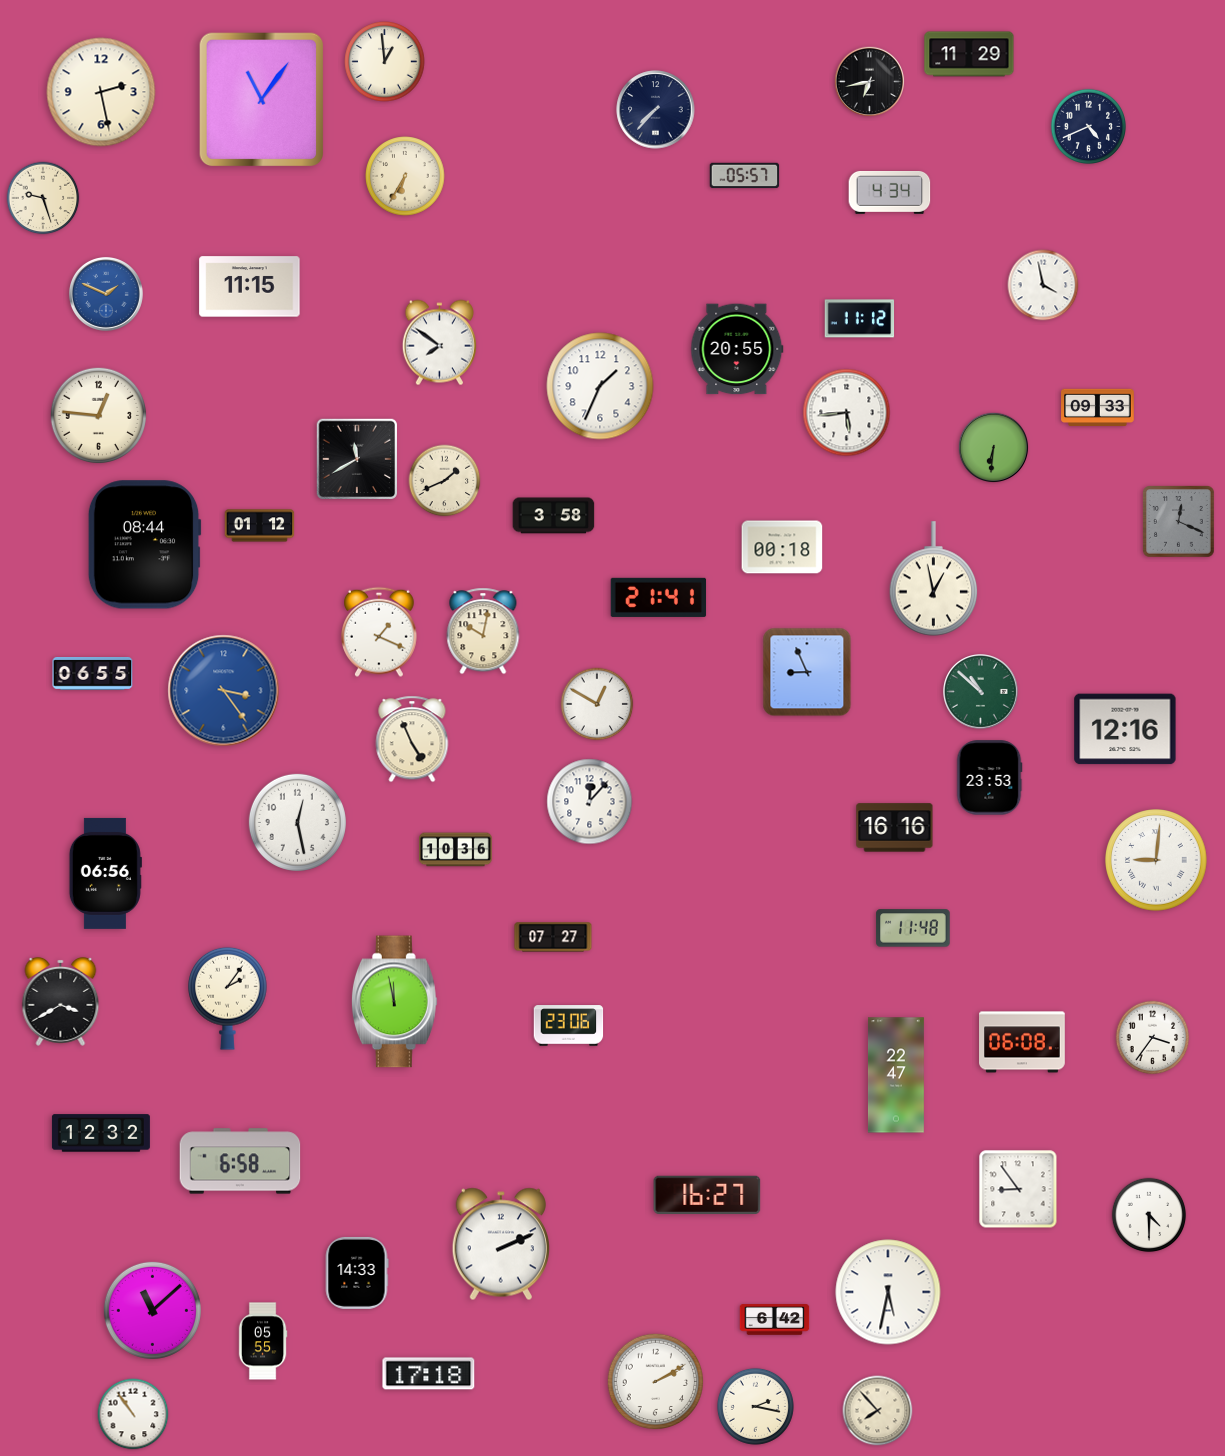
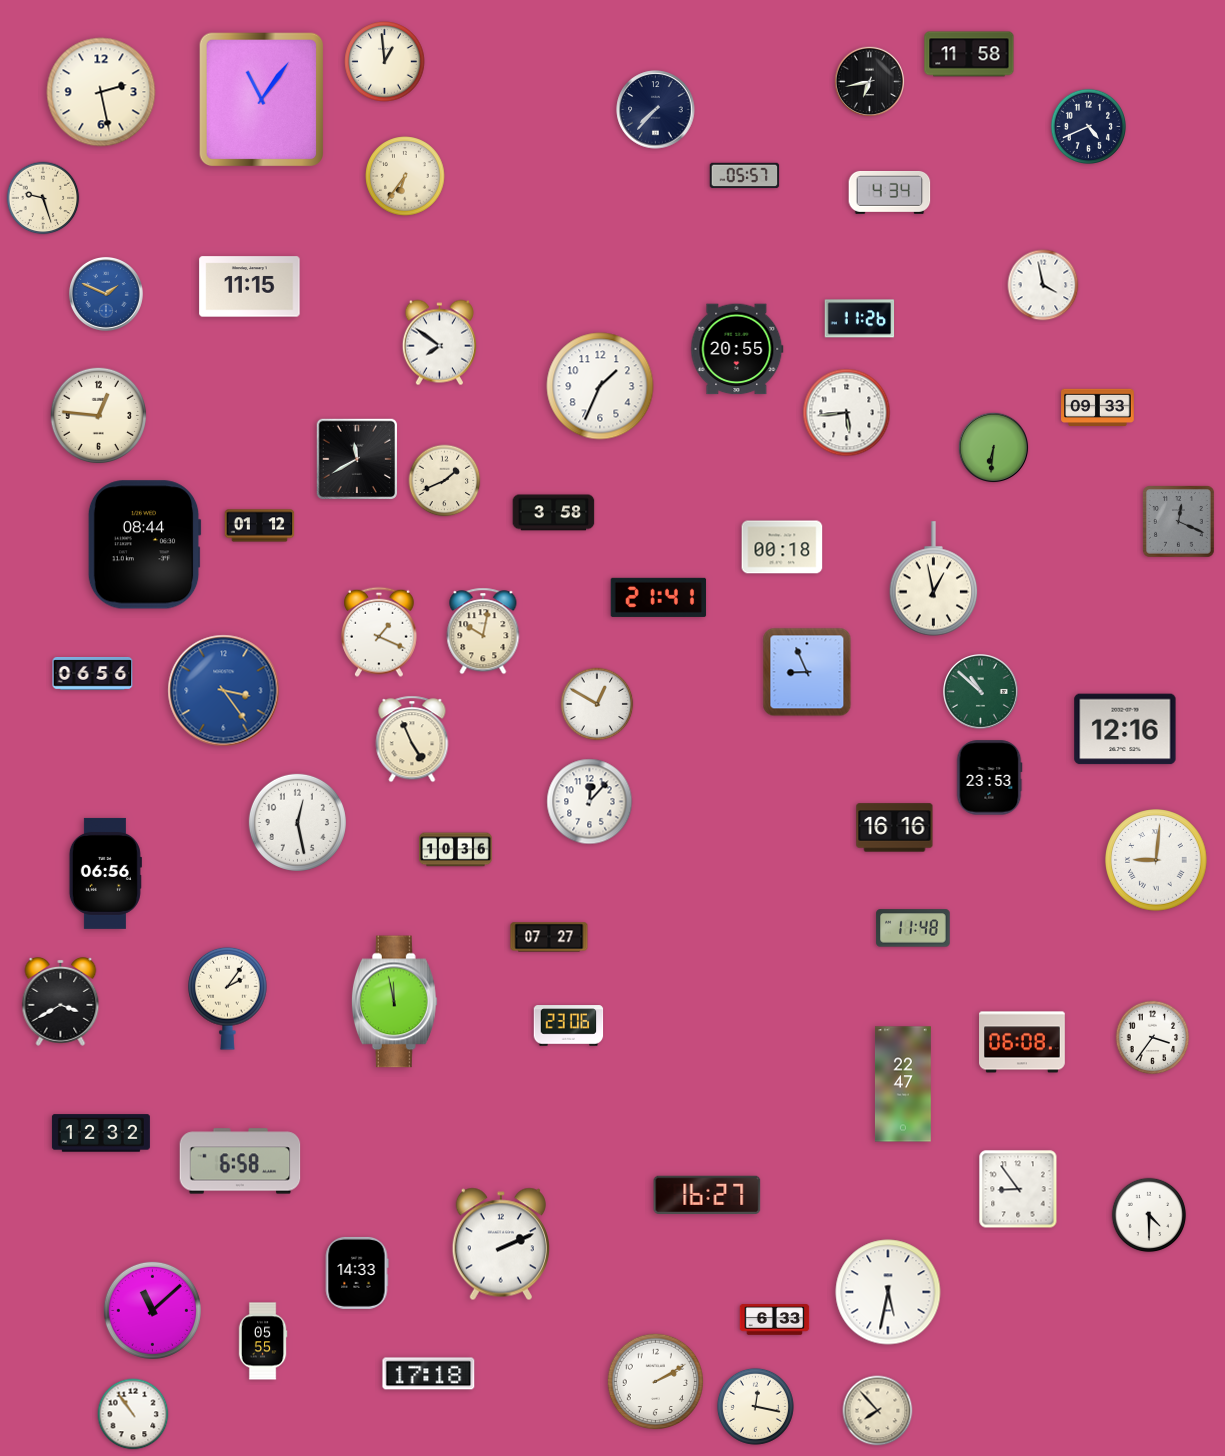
clock at (969, 54): 11:29 -> 11:58
clock at (405, 176): 6:35 -> 6:36
clock at (860, 319): 11:12 -> 11:26
clock at (554, 516) position: (554, 516) -> (554, 513)
clock at (93, 674): 06:55 -> 06:56
clock at (553, 937) position: (553, 937) -> (549, 937)
clock at (896, 1075) position: (896, 1075) -> (903, 1084)
clock at (775, 1320): 6:42 -> 6:33
clock at (755, 1406): 2:17 -> 12:17
